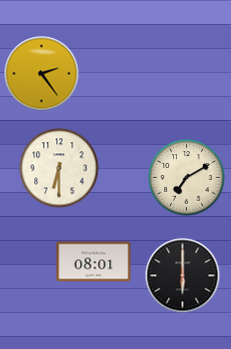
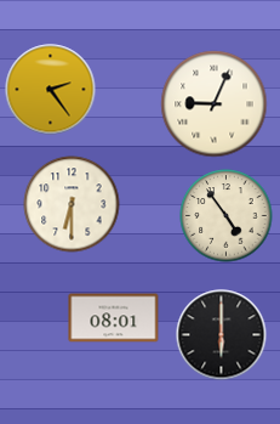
clock at (215, 104): none -> 9:04
clock at (187, 178): 7:10 -> 4:54
